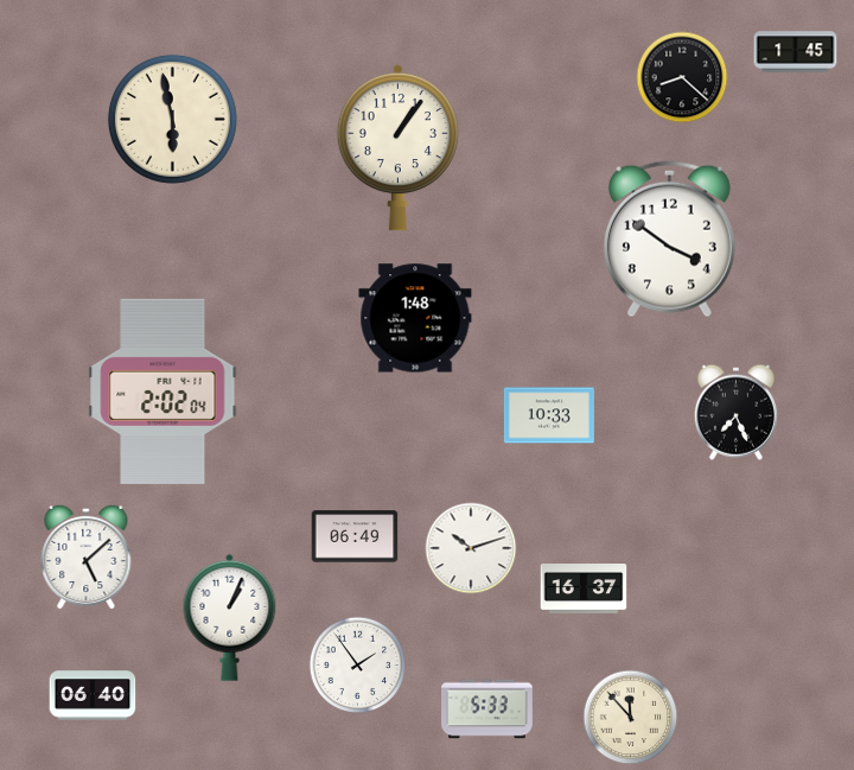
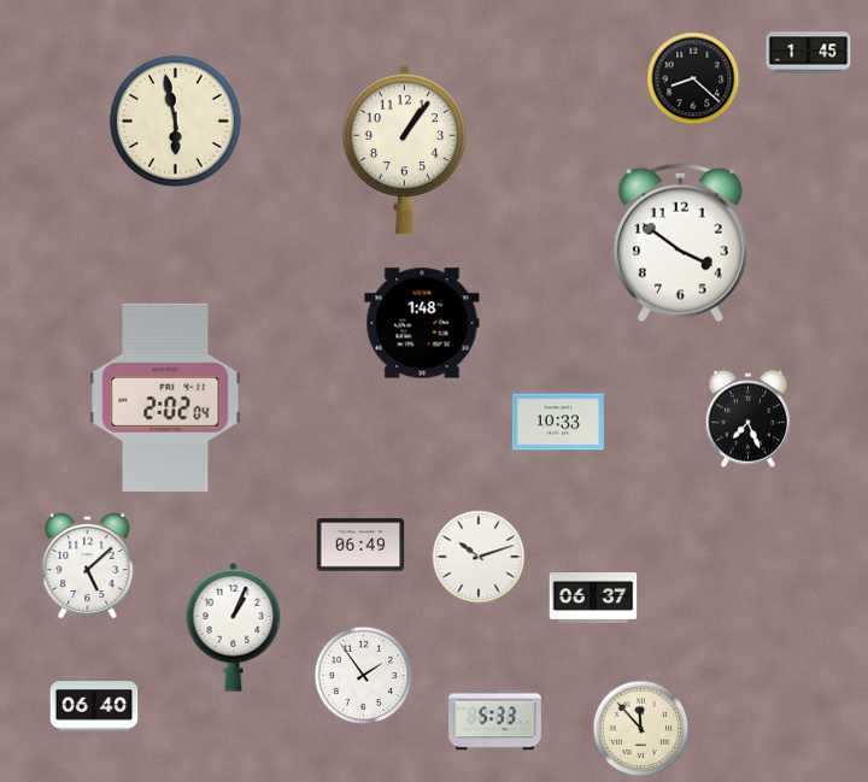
clock at (584, 590): 16:37 -> 06:37
